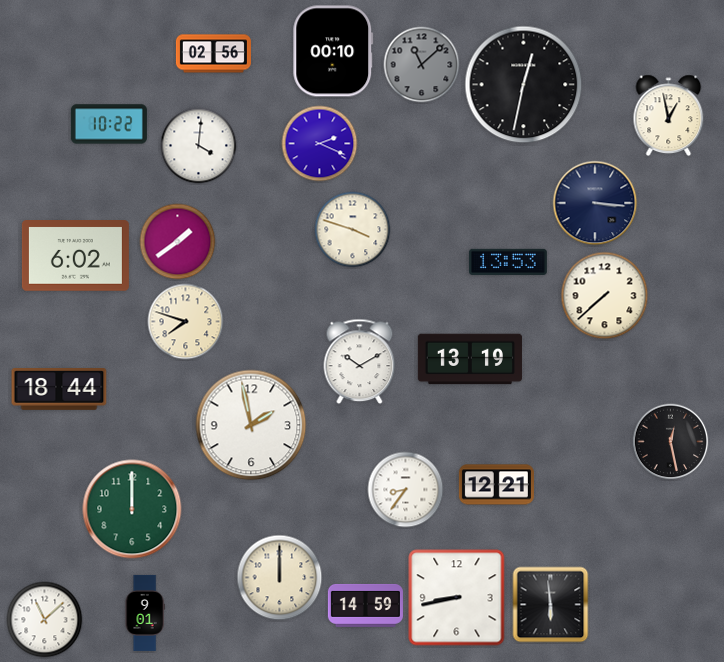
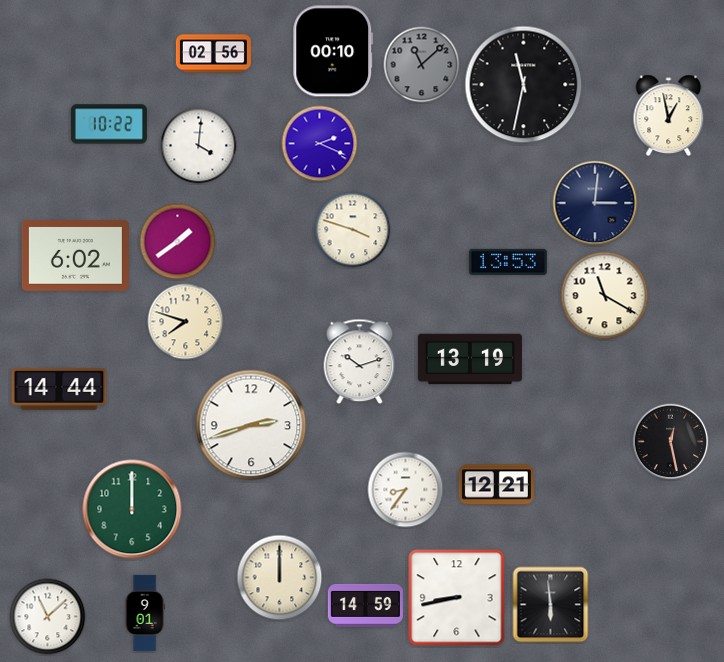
clock at (524, 85): 12:32 -> 11:32
clock at (595, 203): 3:16 -> 3:01
clock at (605, 296): 7:38 -> 11:20
clock at (360, 362): 10:10 -> 10:12
clock at (59, 390): 18:44 -> 14:44
clock at (251, 425): 1:58 -> 2:42
clock at (45, 620) position: (45, 620) -> (48, 617)
